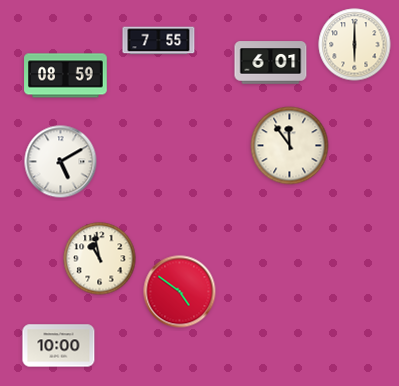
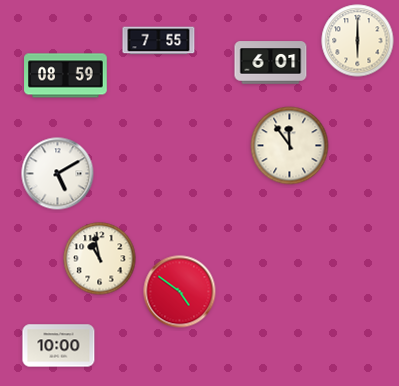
clock at (355, 45) position: (355, 45) -> (358, 41)
clock at (61, 162) position: (61, 162) -> (58, 174)
